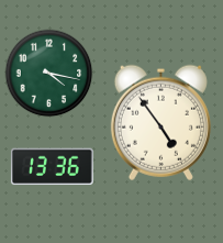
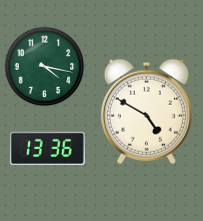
clock at (160, 122): 4:54 -> 4:50
clock at (52, 167) position: (52, 167) -> (47, 149)
